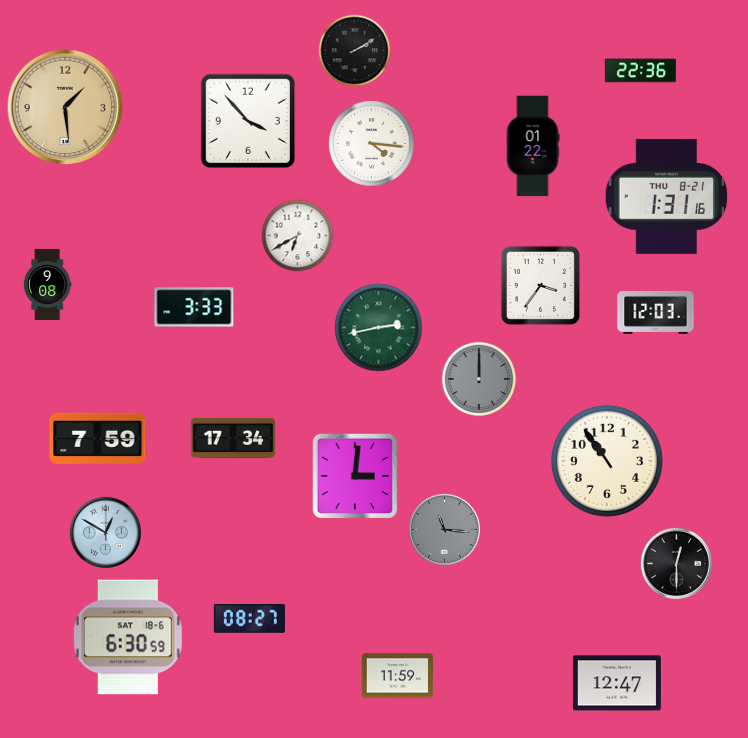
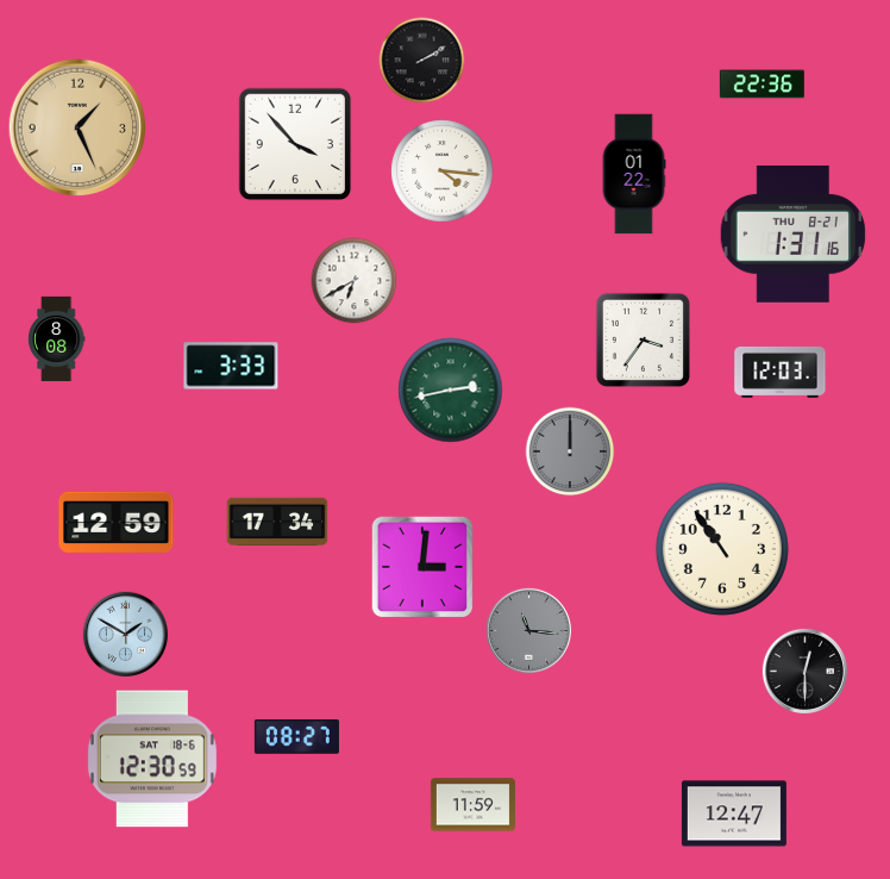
clock at (65, 107): 1:29 -> 1:26
clock at (47, 284): 9:08 -> 8:08
clock at (98, 438): 7:59 -> 12:59
clock at (105, 532): 12:50 -> 1:50
clock at (128, 637): 6:30 -> 12:30
